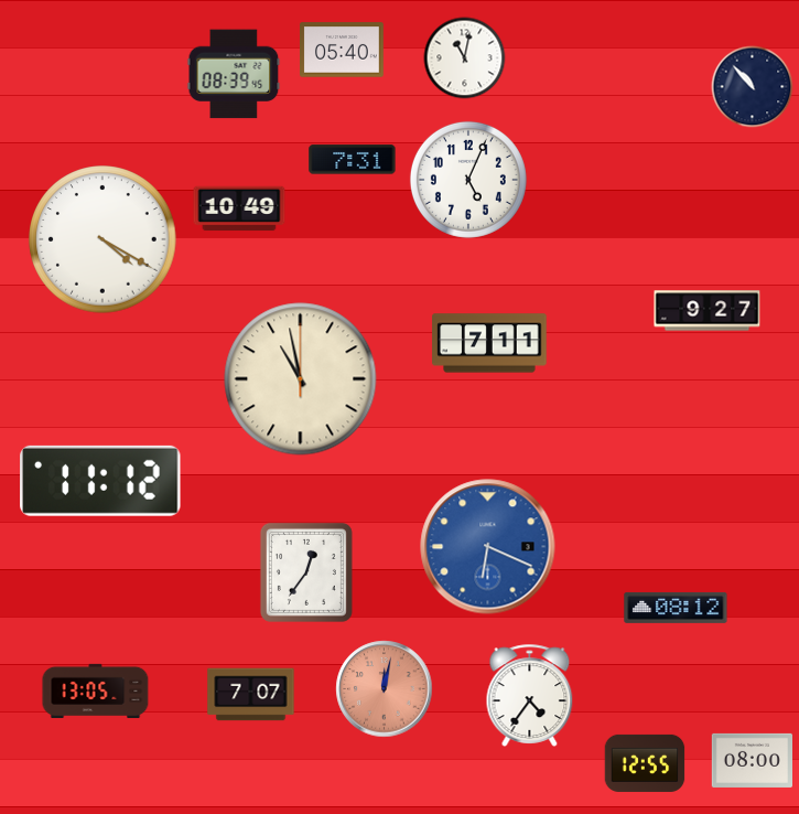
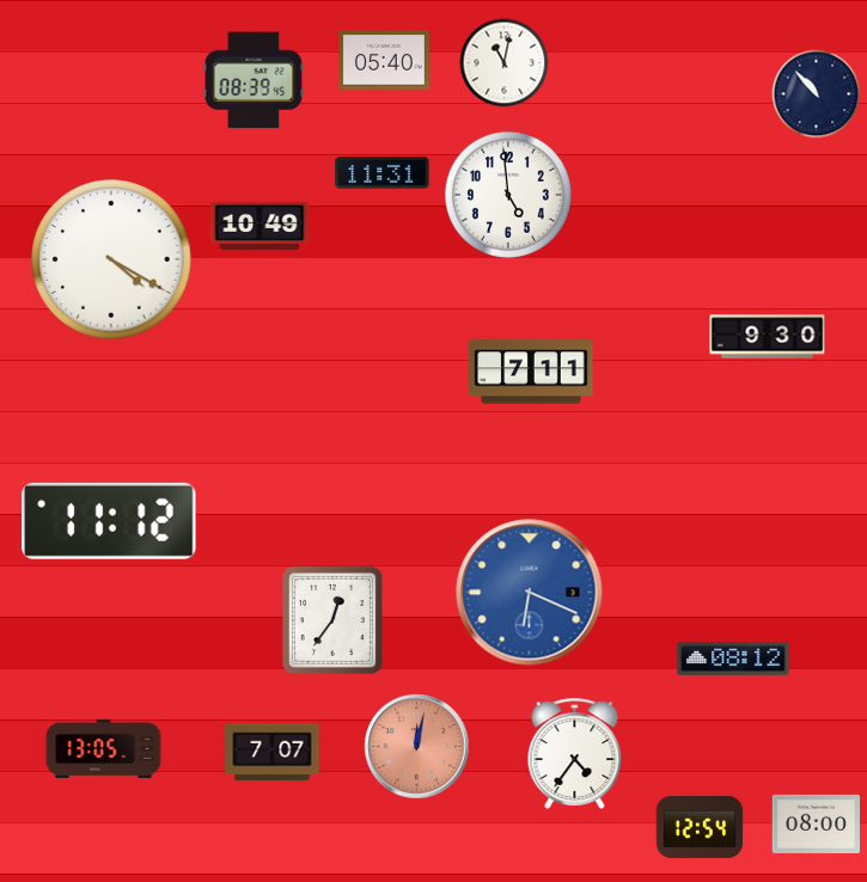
clock at (343, 50) position: (343, 50) -> (385, 60)
clock at (353, 160): 7:31 -> 11:31
clock at (468, 180): 5:04 -> 4:59
clock at (708, 311): 9:27 -> 9:30
clock at (301, 379): 10:58 -> none
clock at (645, 763): 12:55 -> 12:54
